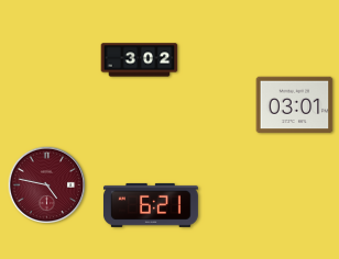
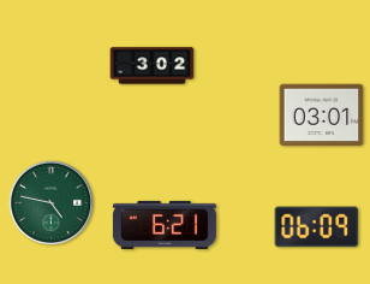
clock at (47, 185) dial: burgundy -> green
clock at (317, 227): none -> 06:09
